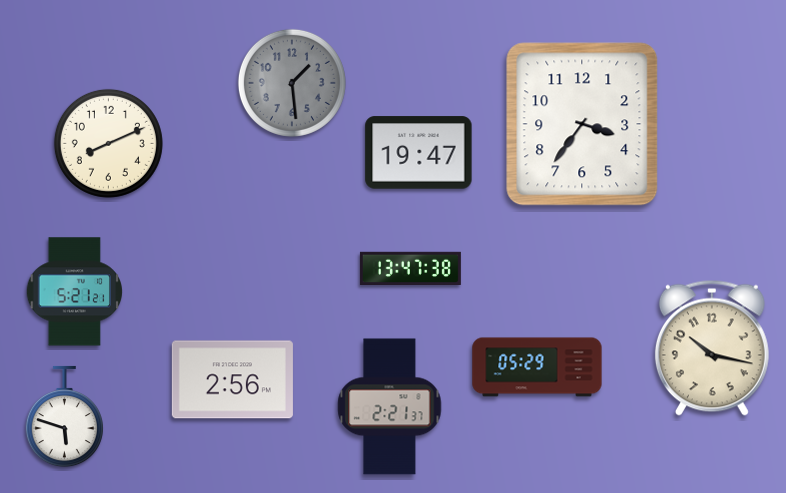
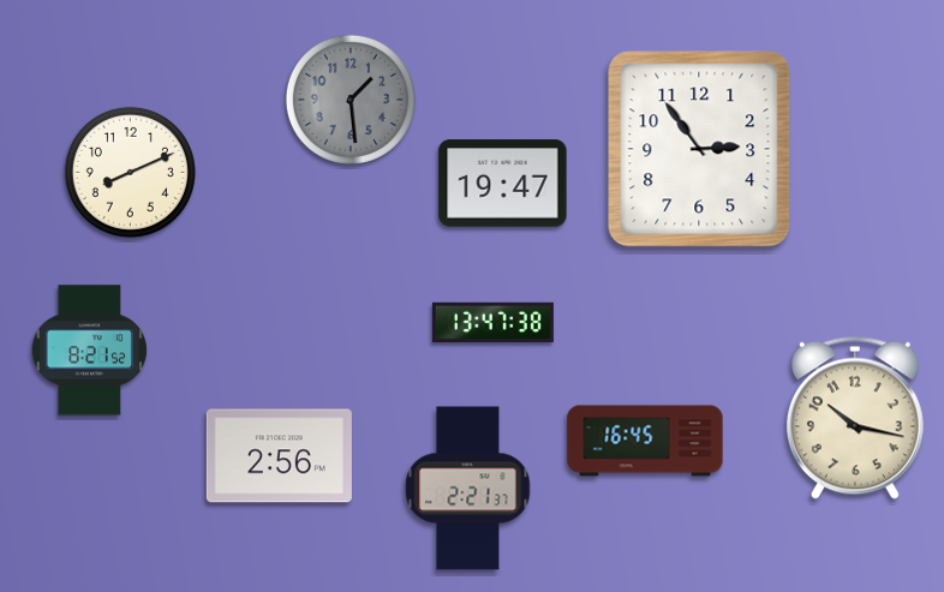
clock at (582, 124): 3:36 -> 2:54
clock at (74, 292): 5:21 -> 8:21
clock at (537, 367): 05:29 -> 16:45
clock at (64, 417): 5:48 -> none
